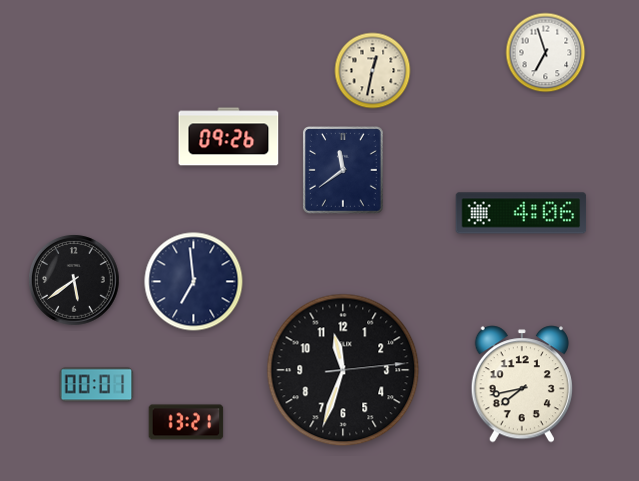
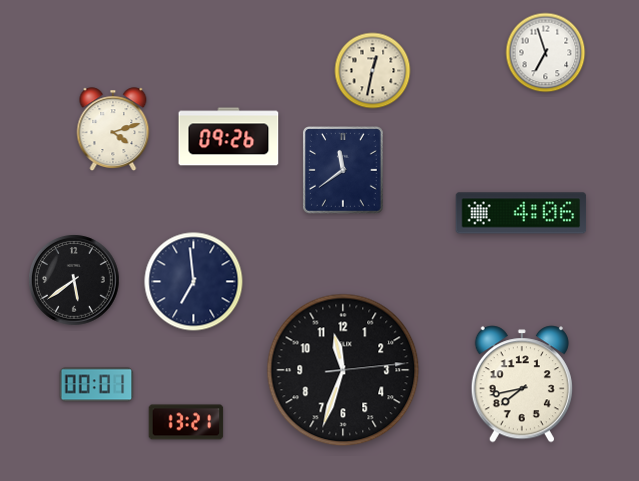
clock at (113, 130): none -> 4:12
